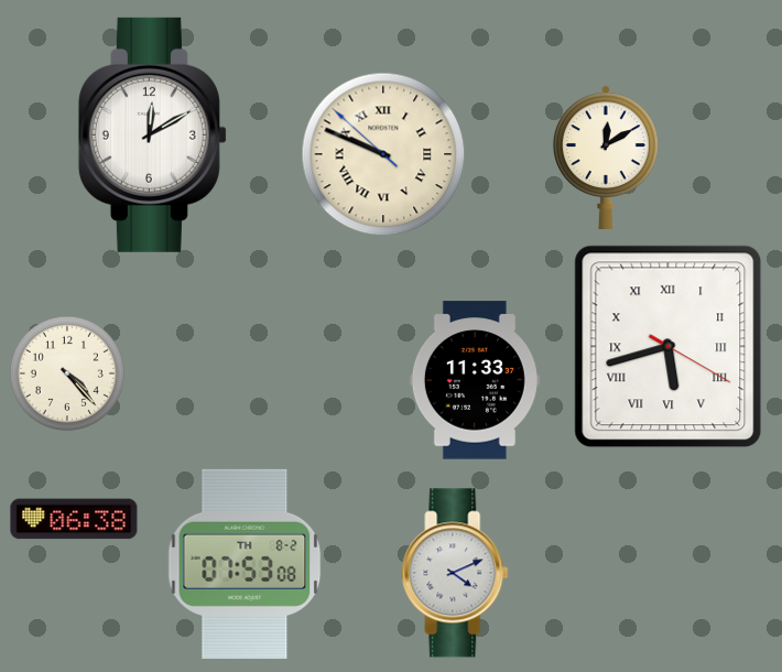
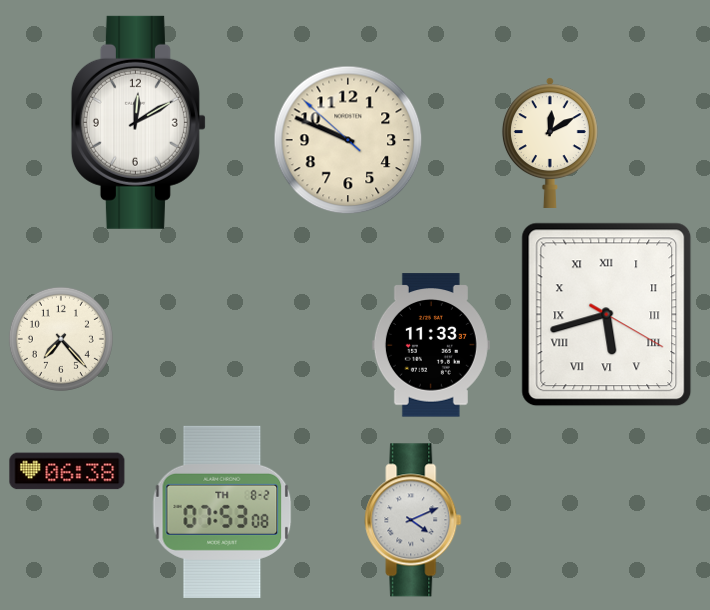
clock at (383, 154) numerals: Roman -> Arabic
clock at (67, 373): 4:23 -> 7:23
